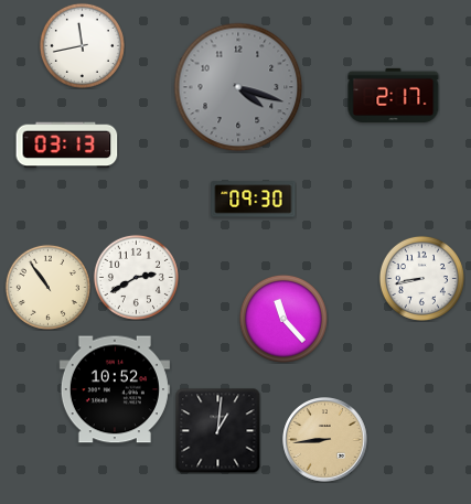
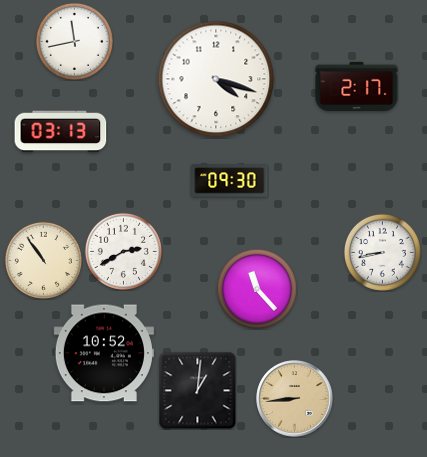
clock at (238, 87) dial: grey -> white
